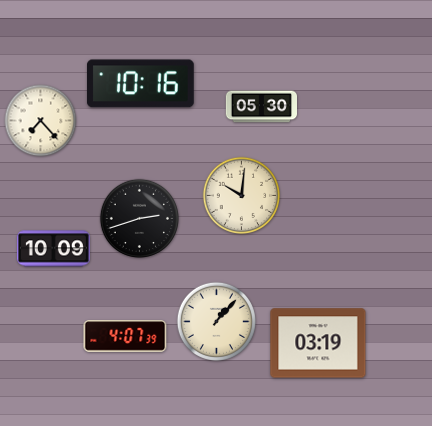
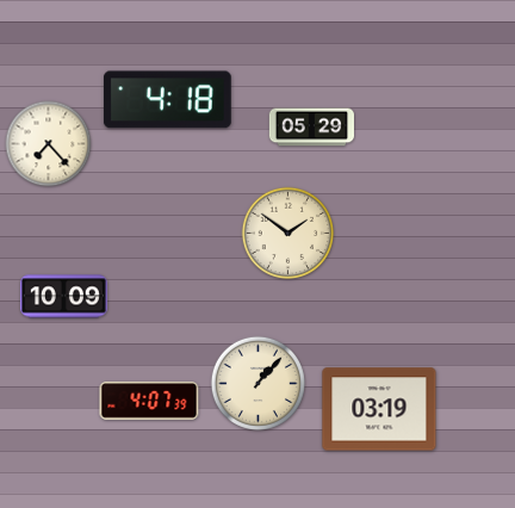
clock at (141, 84): 10:16 -> 4:18
clock at (261, 107): 05:30 -> 05:29
clock at (242, 196): 10:01 -> 1:51
clock at (139, 218): 2:42 -> none
